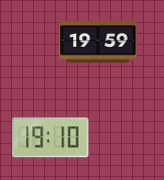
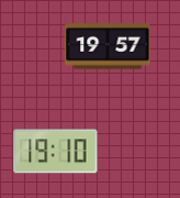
clock at (98, 42): 19:59 -> 19:57
